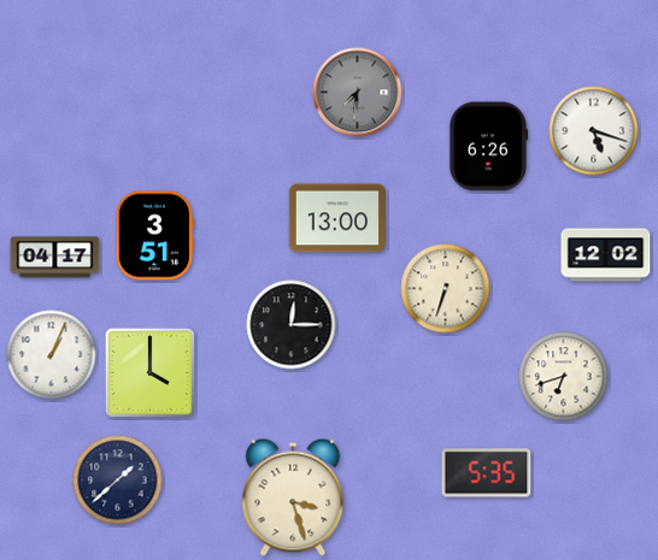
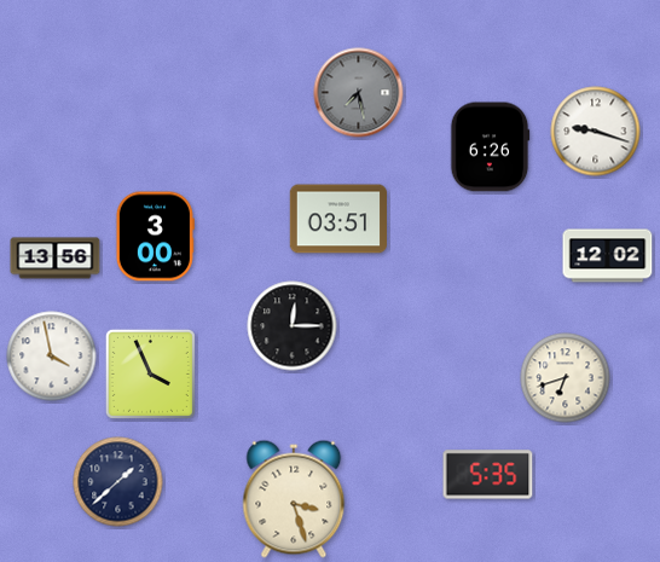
clock at (358, 93): 7:31 -> 7:28
clock at (594, 131): 5:18 -> 9:18
clock at (336, 218): 13:00 -> 03:51
clock at (154, 236): 3:51 -> 3:00
clock at (55, 258): 04:17 -> 13:56
clock at (446, 289): 6:33 -> none
clock at (52, 355): 1:04 -> 3:58
clock at (149, 372): 4:00 -> 3:56
